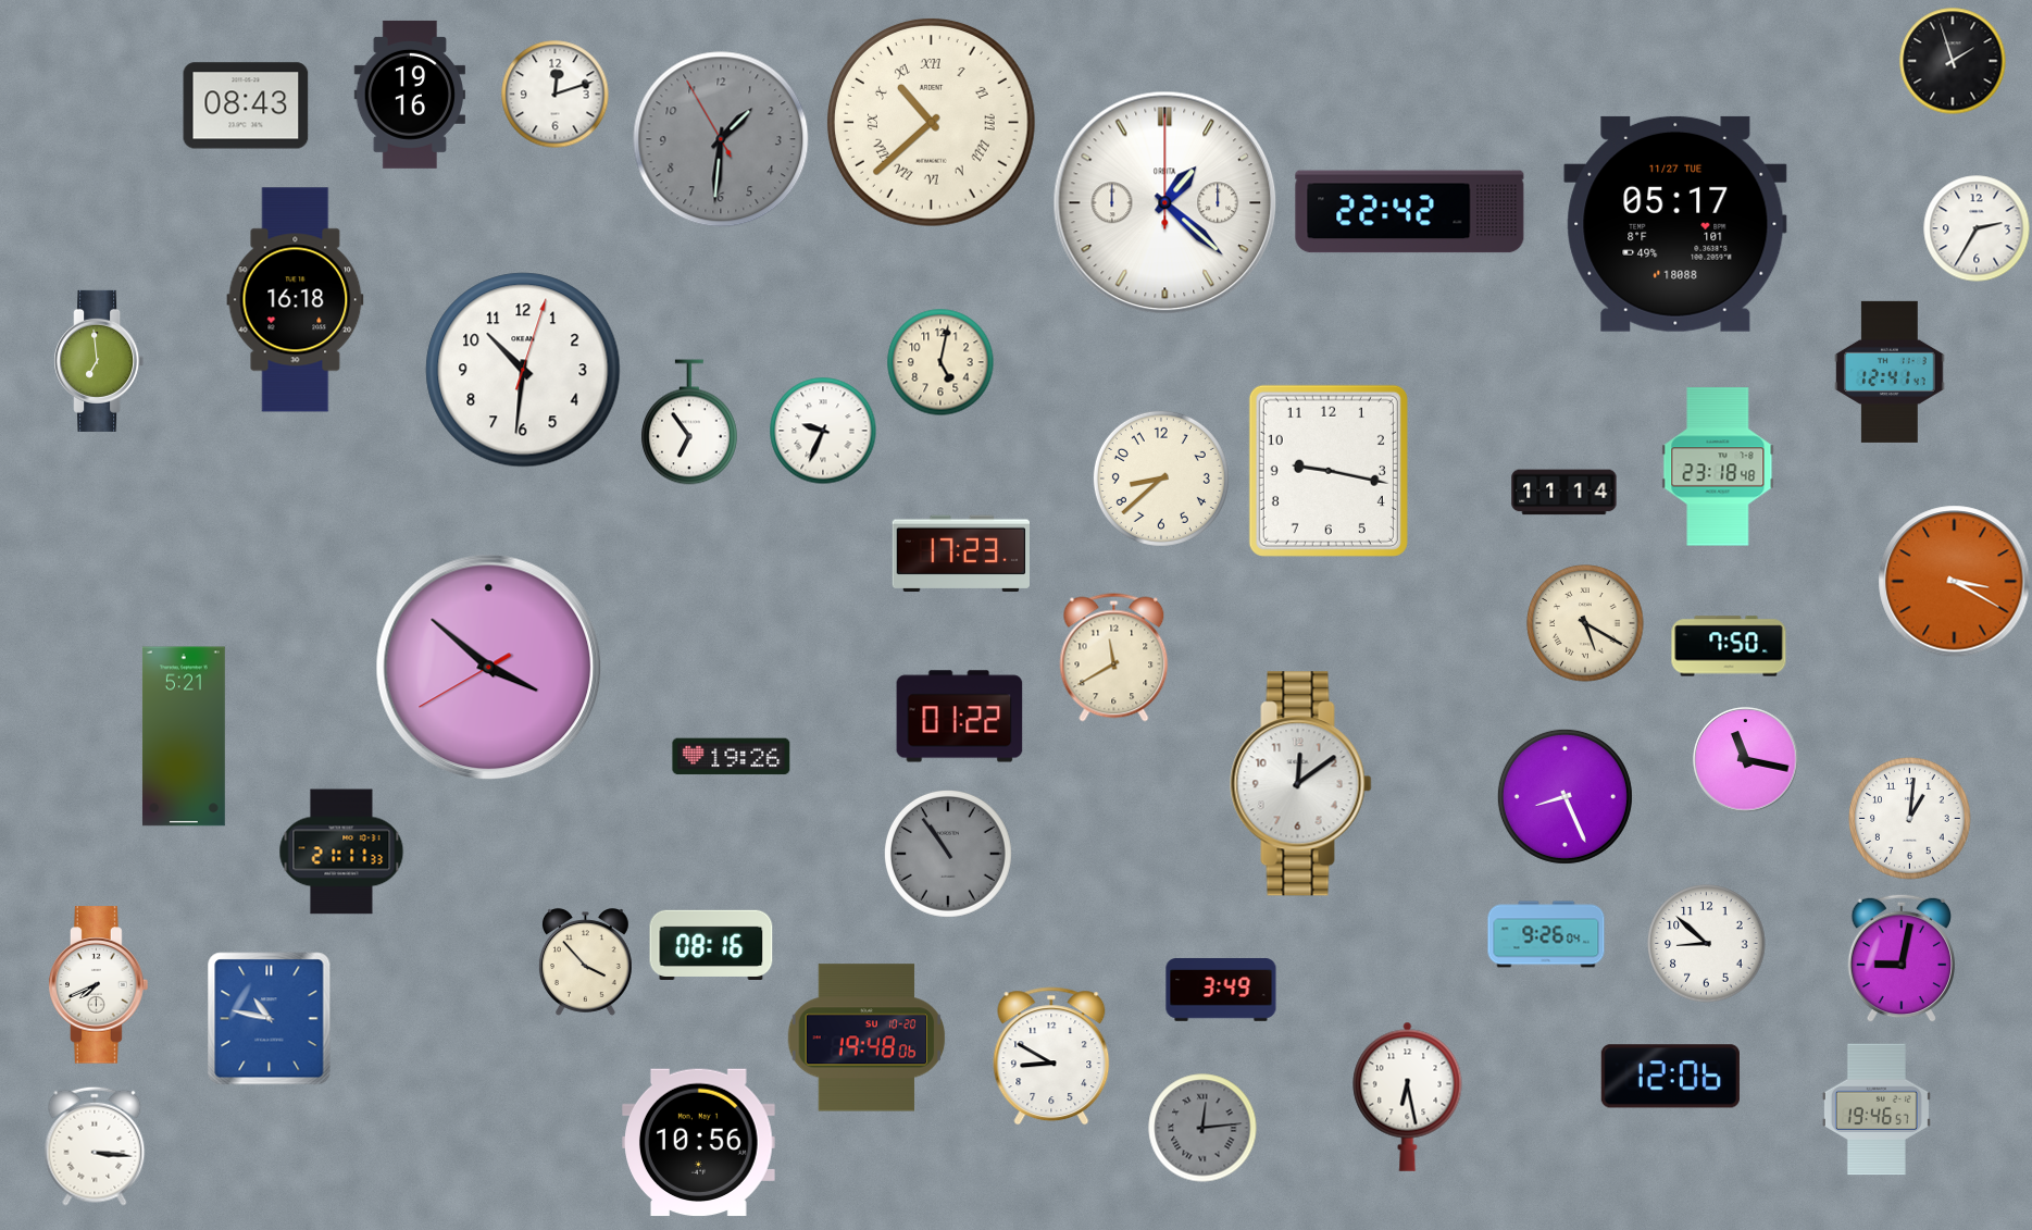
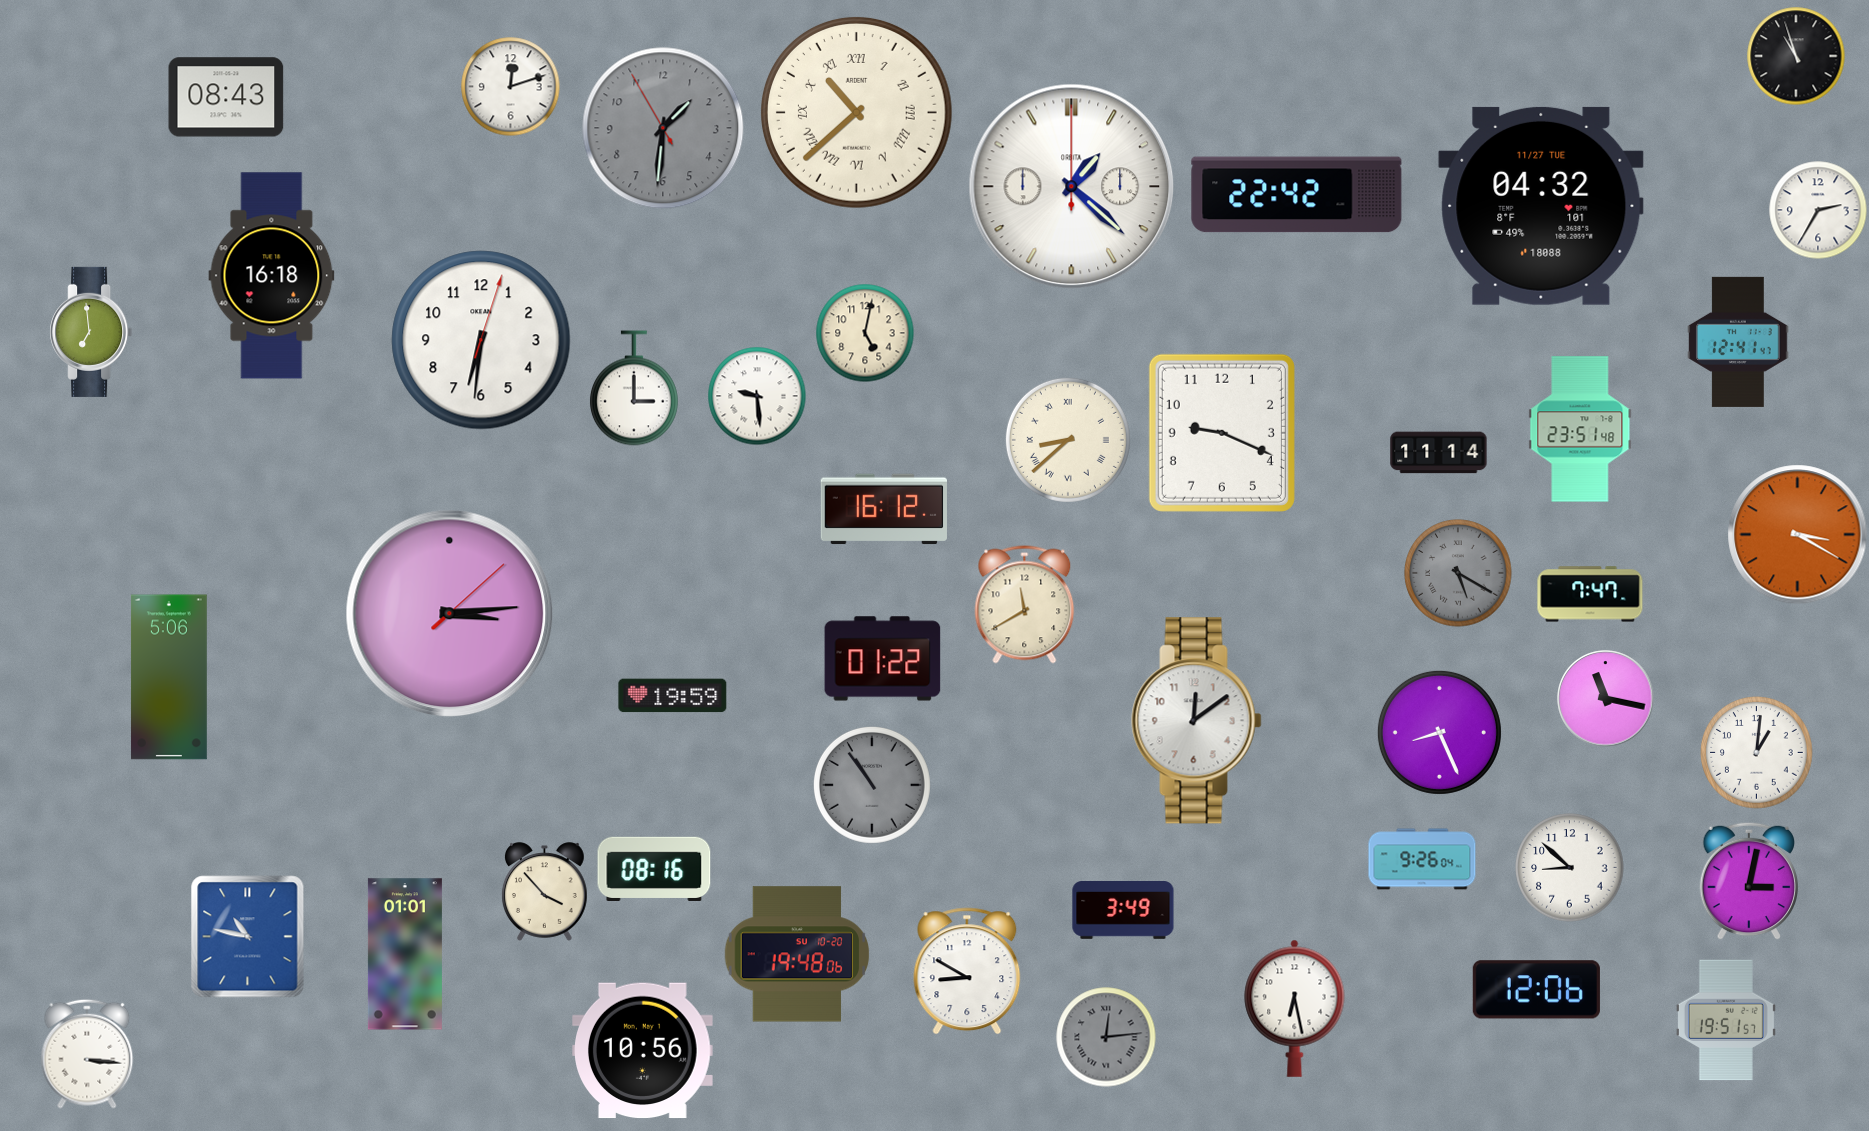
clock at (1953, 61): 1:57 -> 10:57
clock at (409, 95): 19:16 -> none
clock at (1675, 224): 05:17 -> 04:32
clock at (523, 370): 10:31 -> 6:31
clock at (689, 422): 6:54 -> 3:00
clock at (823, 431): 9:34 -> 9:29
clock at (1718, 467): 23:18 -> 23:51
clock at (1329, 471): 9:17 -> 9:19
clock at (1161, 479) numerals: Arabic -> Roman
clock at (961, 554): 17:23 -> 16:12
clock at (1585, 623) dial: cream -> grey
clock at (1729, 646): 7:50 -> 7:47
clock at (489, 668): 3:51 -> 3:14
clock at (184, 736): 5:21 -> 5:06
clock at (732, 757): 19:26 -> 19:59
clock at (341, 852): 21:11 -> none
clock at (1900, 958): 9:02 -> 3:02
clock at (586, 962) position: (586, 962) -> (545, 892)
clock at (99, 985): 7:41 -> none
clock at (405, 954): none -> 01:01
clock at (1877, 1109): 19:46 -> 19:51
